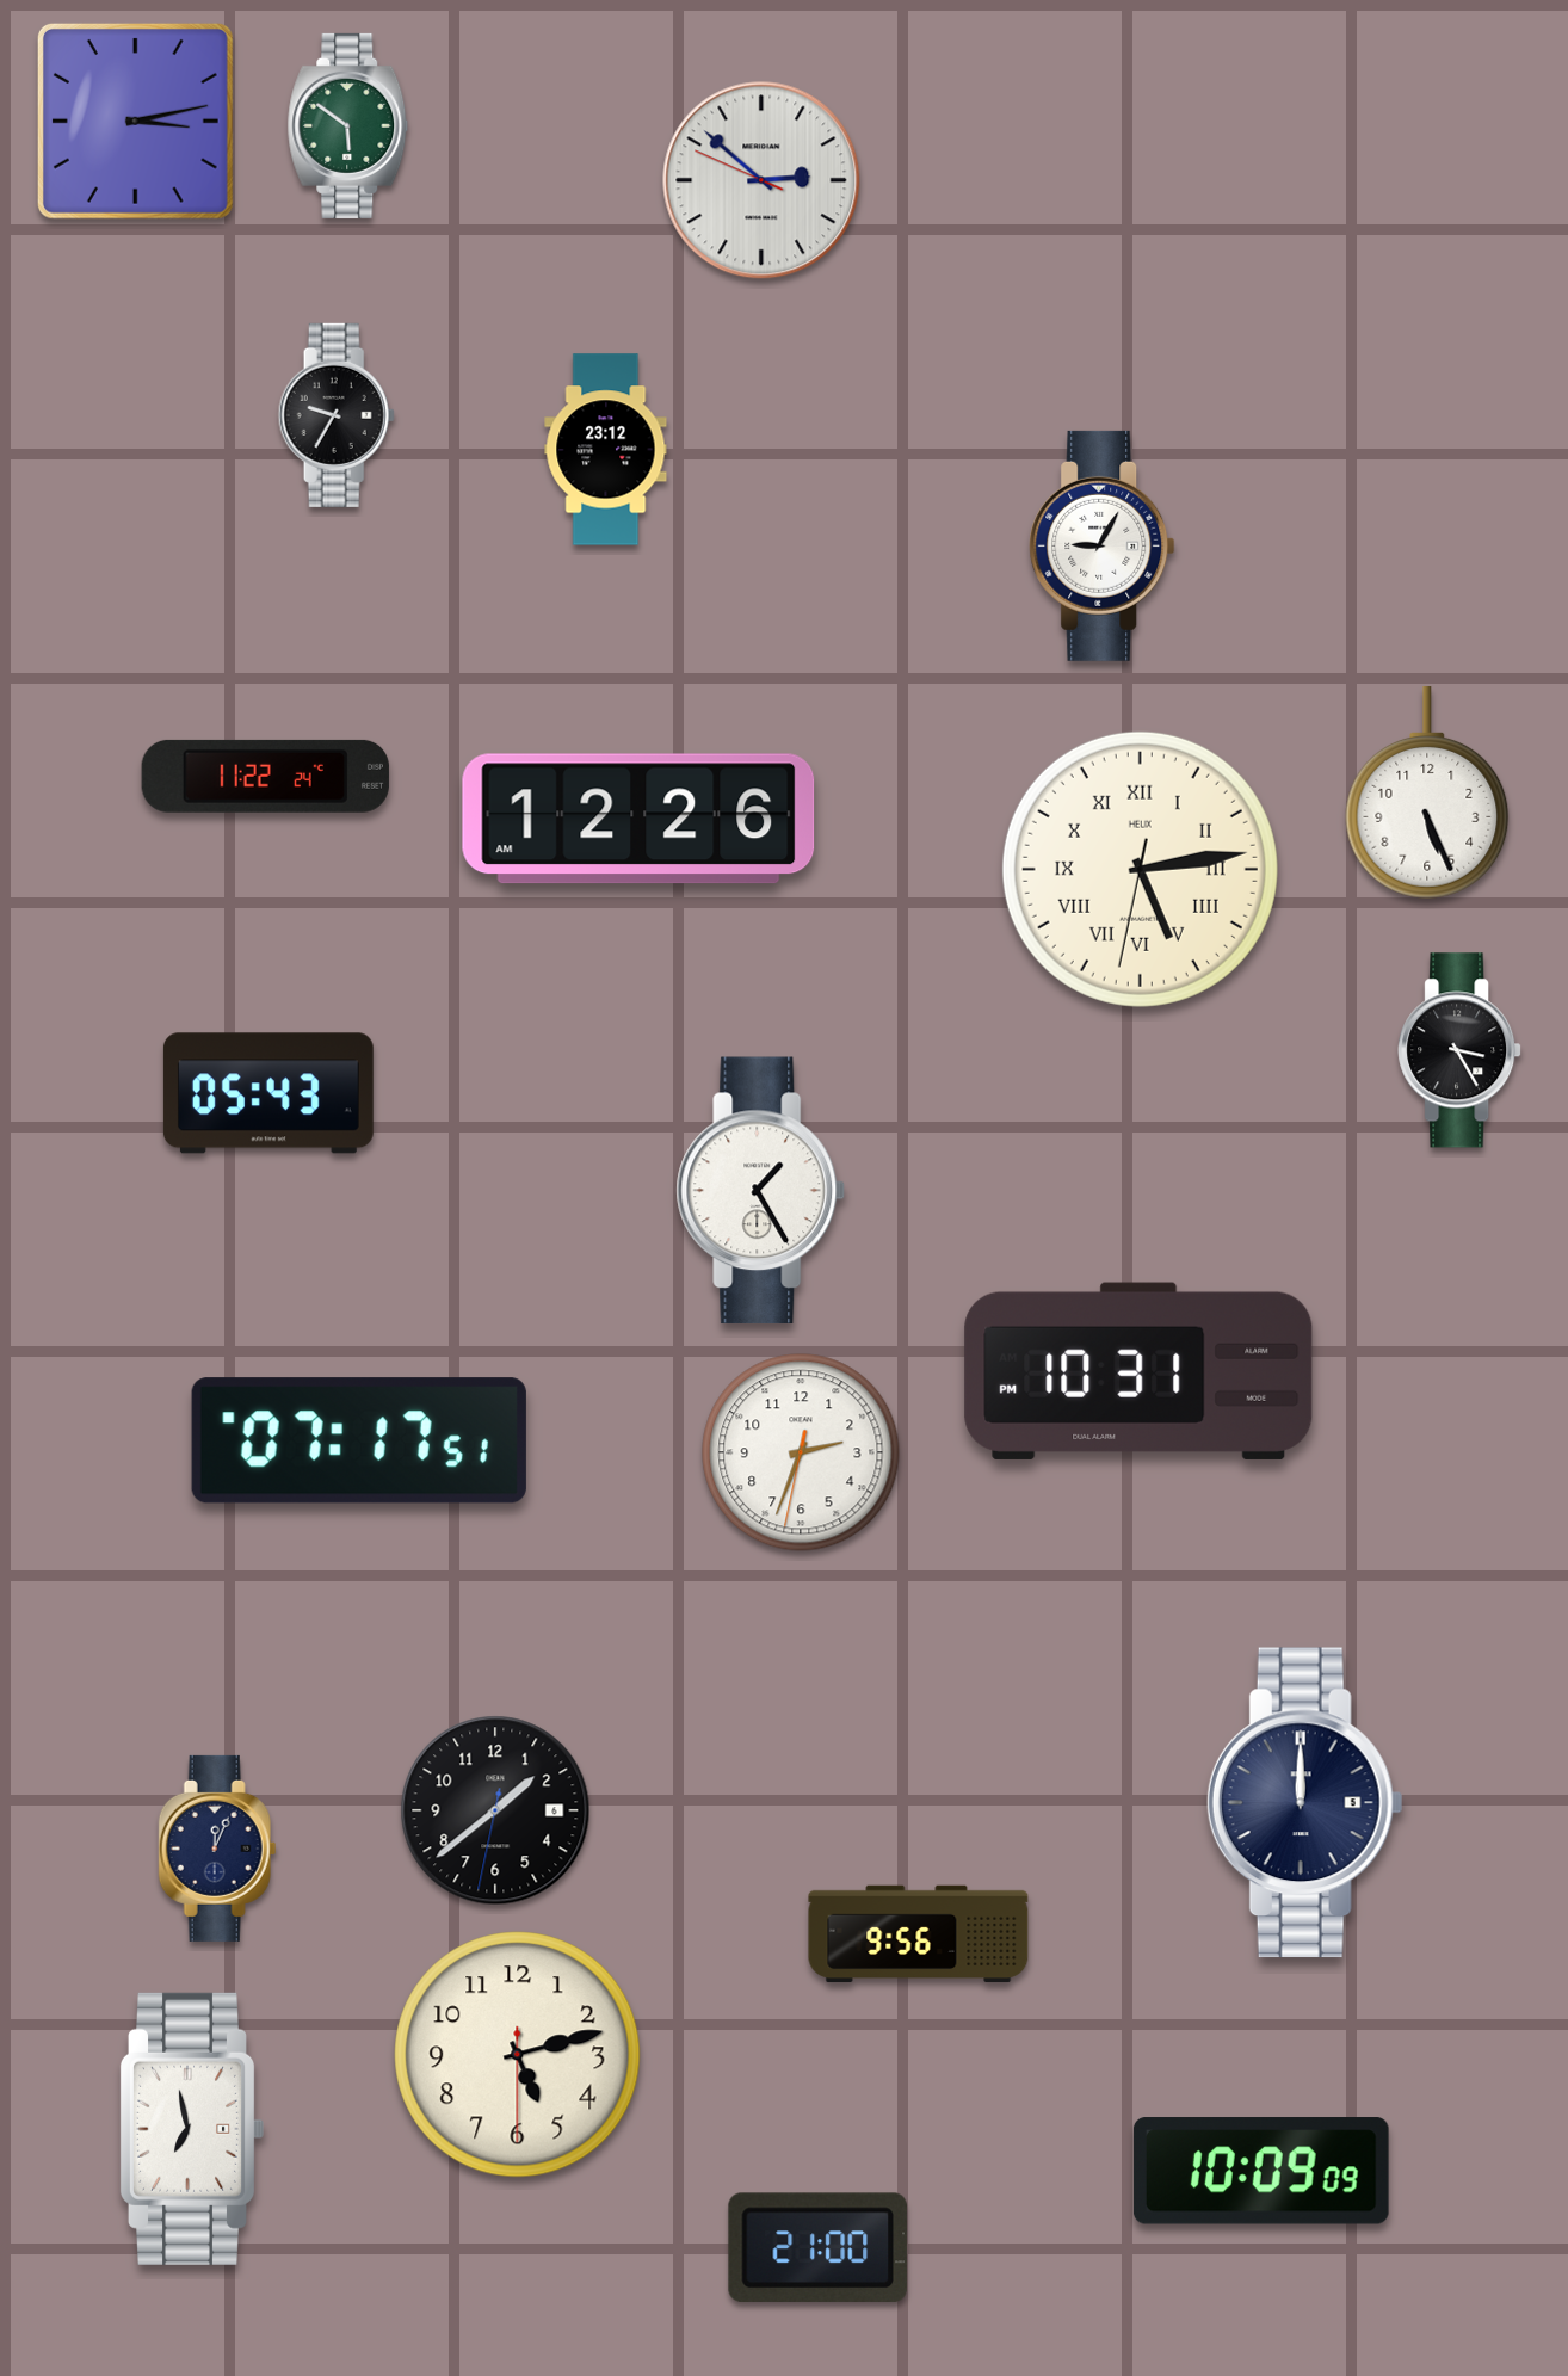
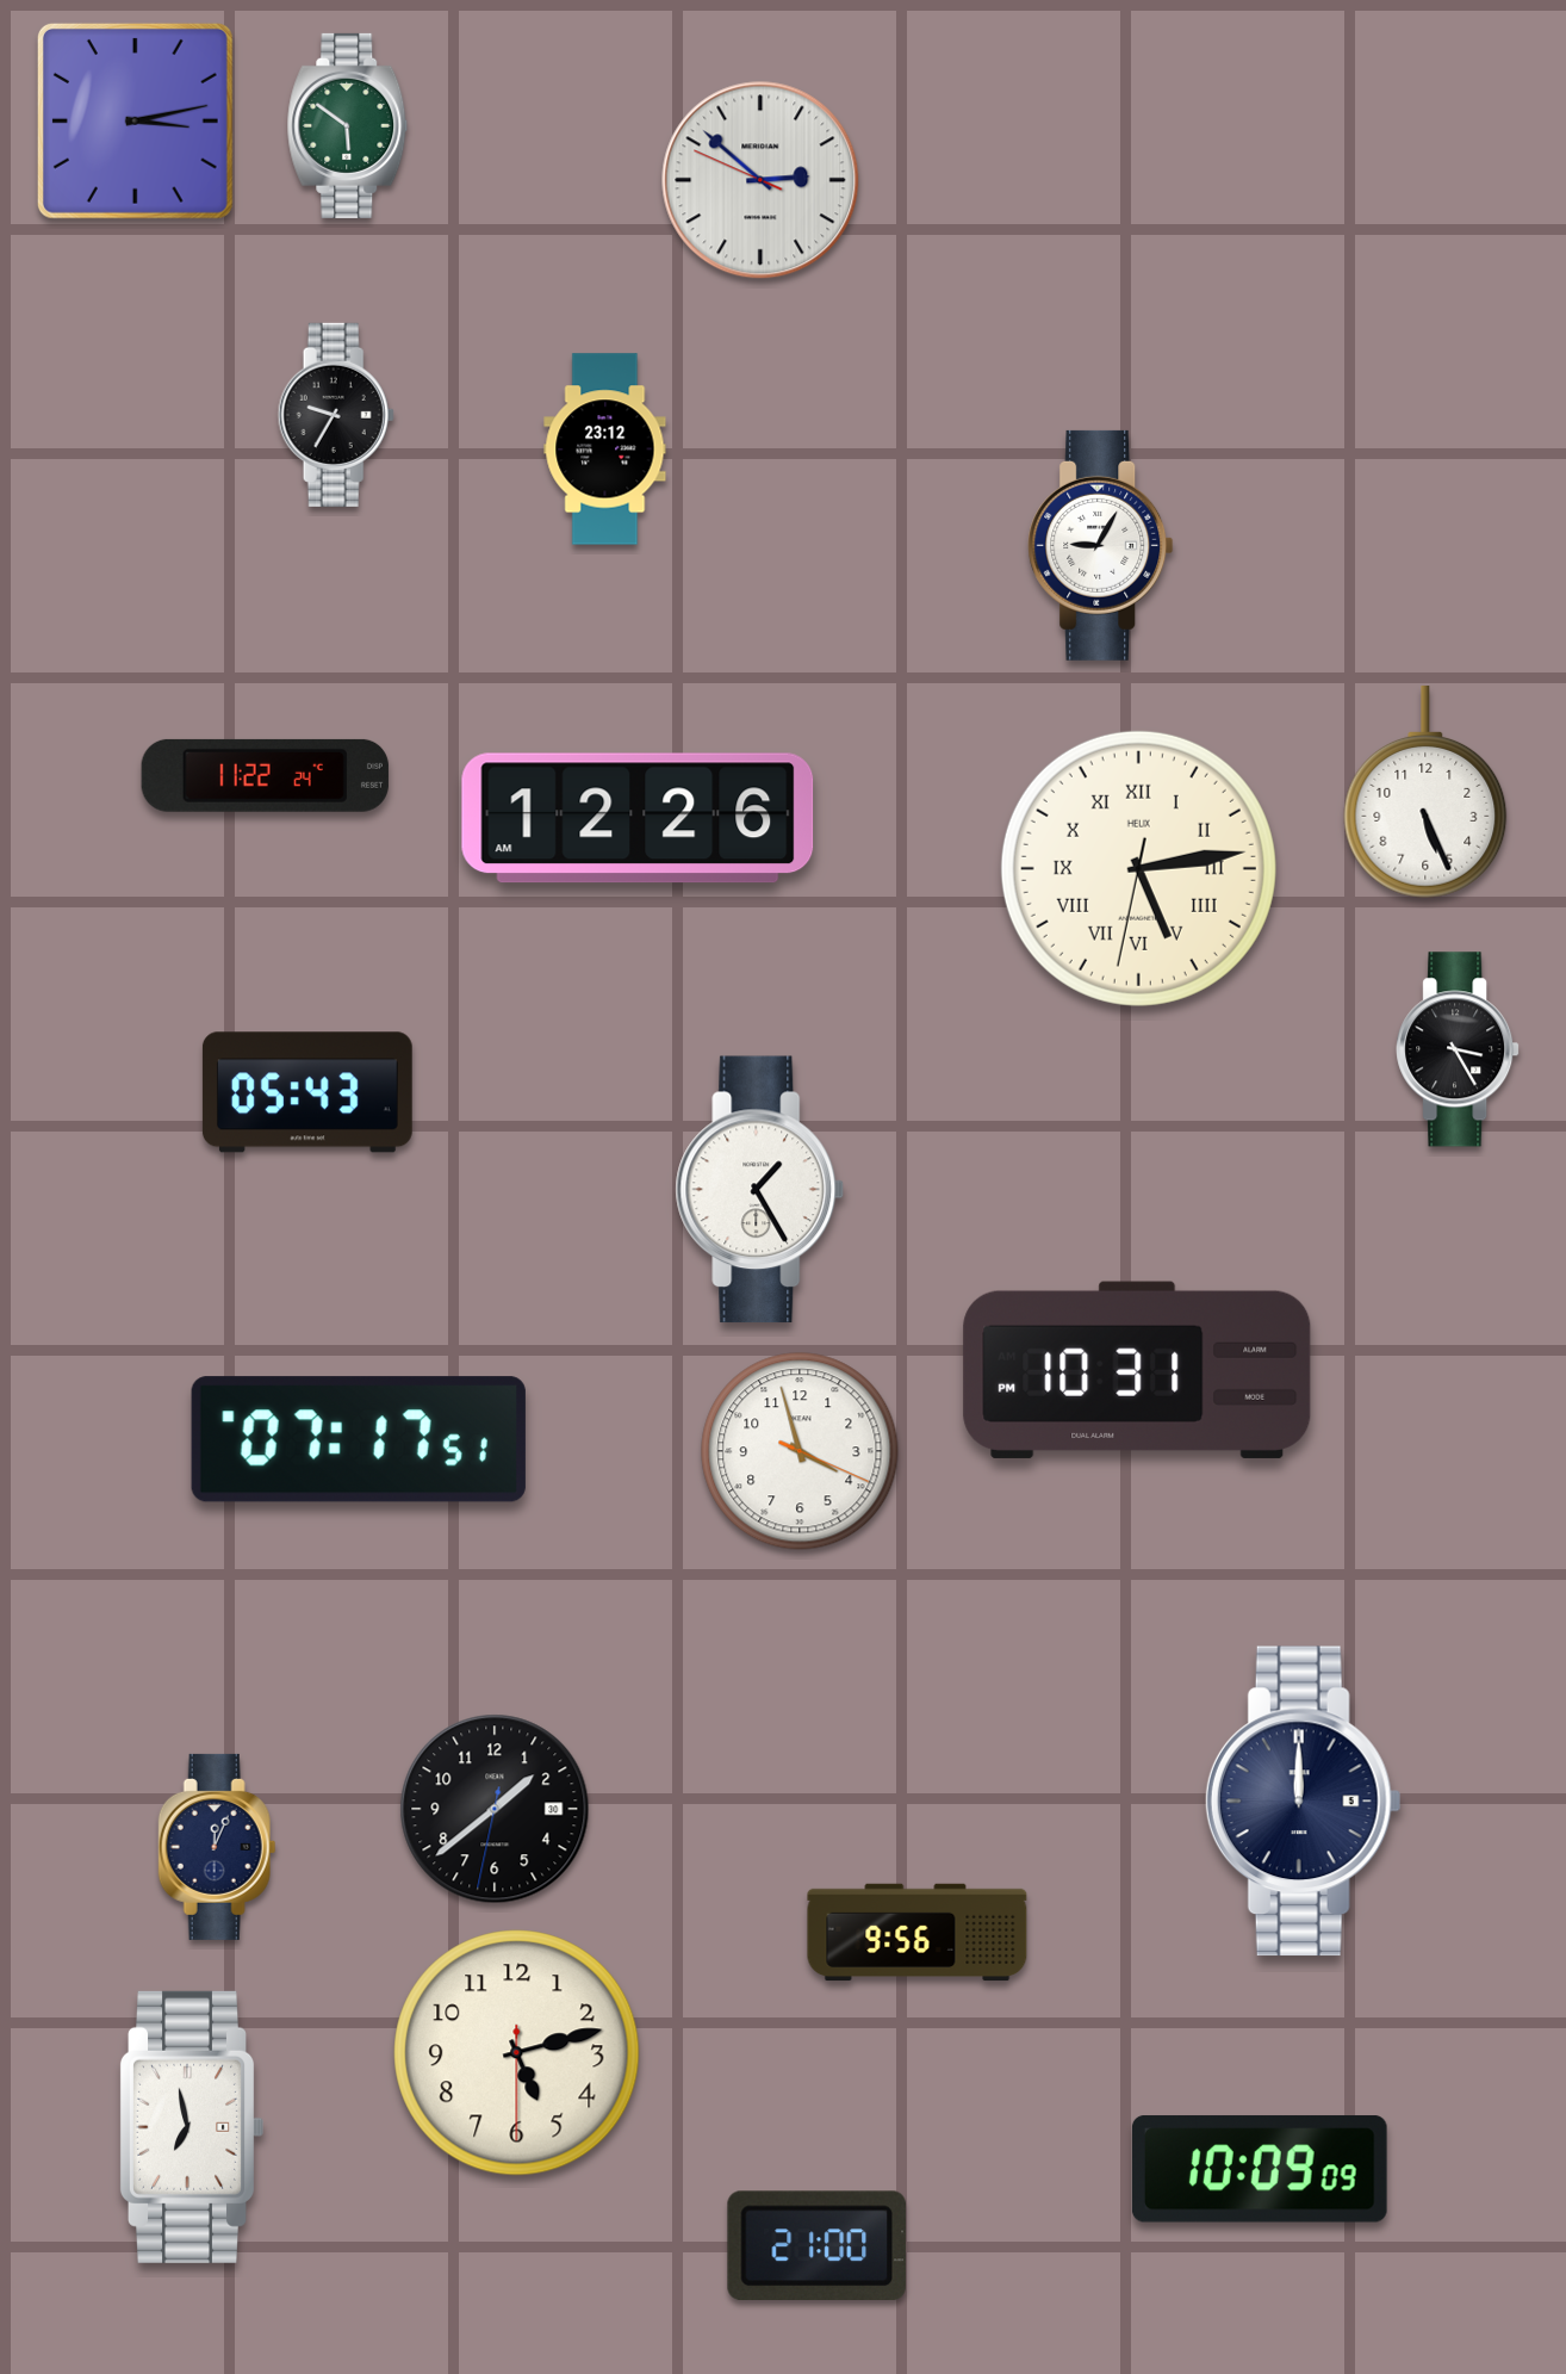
clock at (268, 1093) position: (268, 1093) -> (307, 1092)
clock at (801, 1452): 2:33 -> 3:57
clock at (495, 1810) date: 6 -> 30
